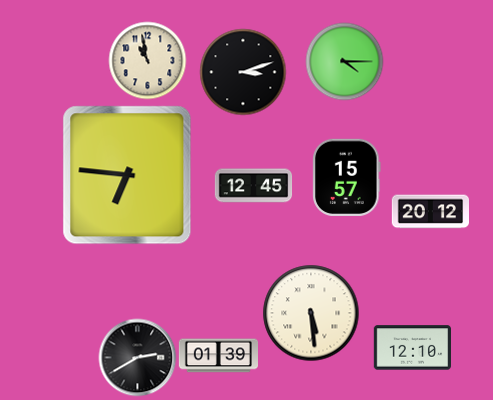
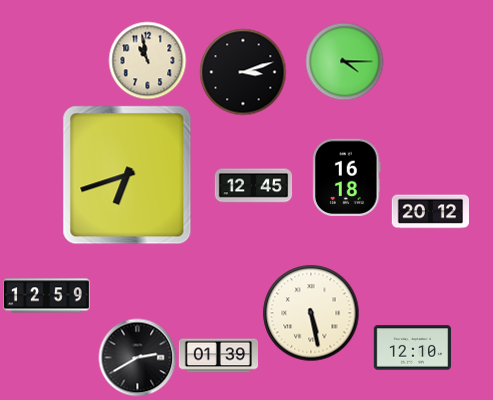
clock at (127, 175): 6:46 -> 6:42
clock at (347, 177): 15:57 -> 16:18
clock at (47, 296): none -> 12:59
clock at (311, 313): 5:29 -> 5:28
